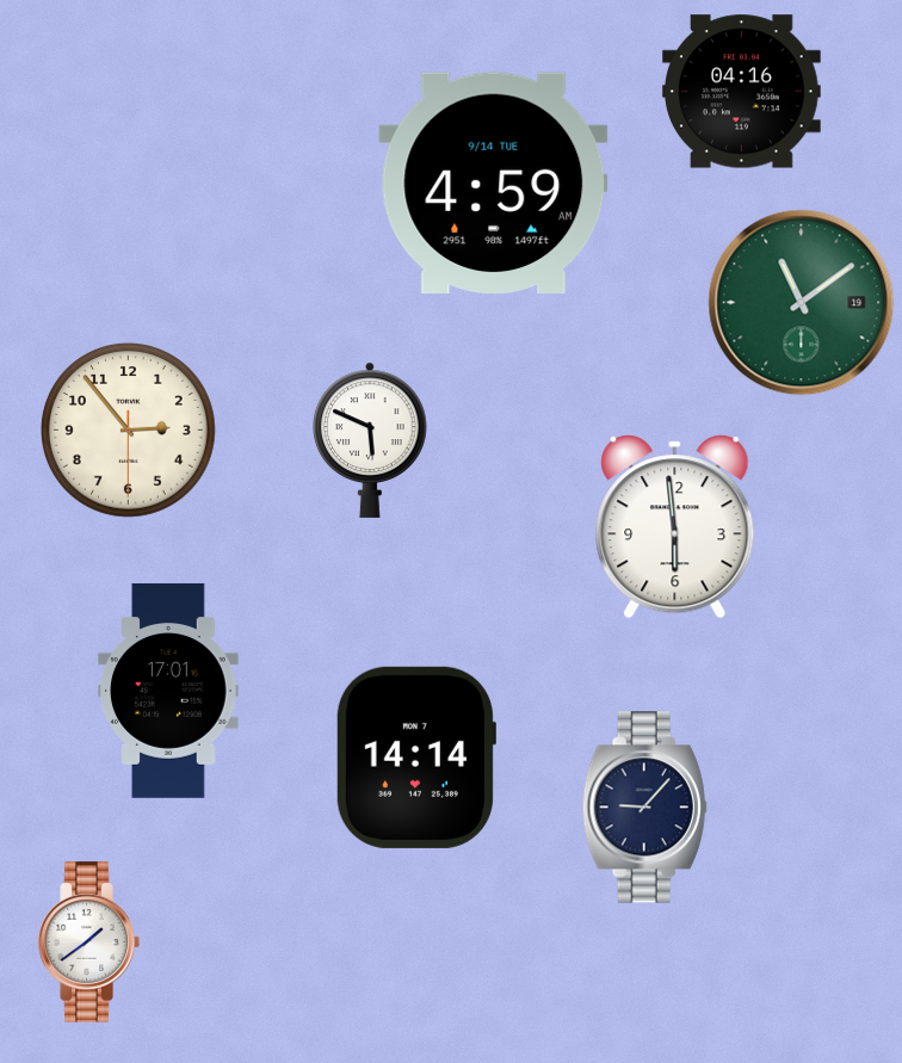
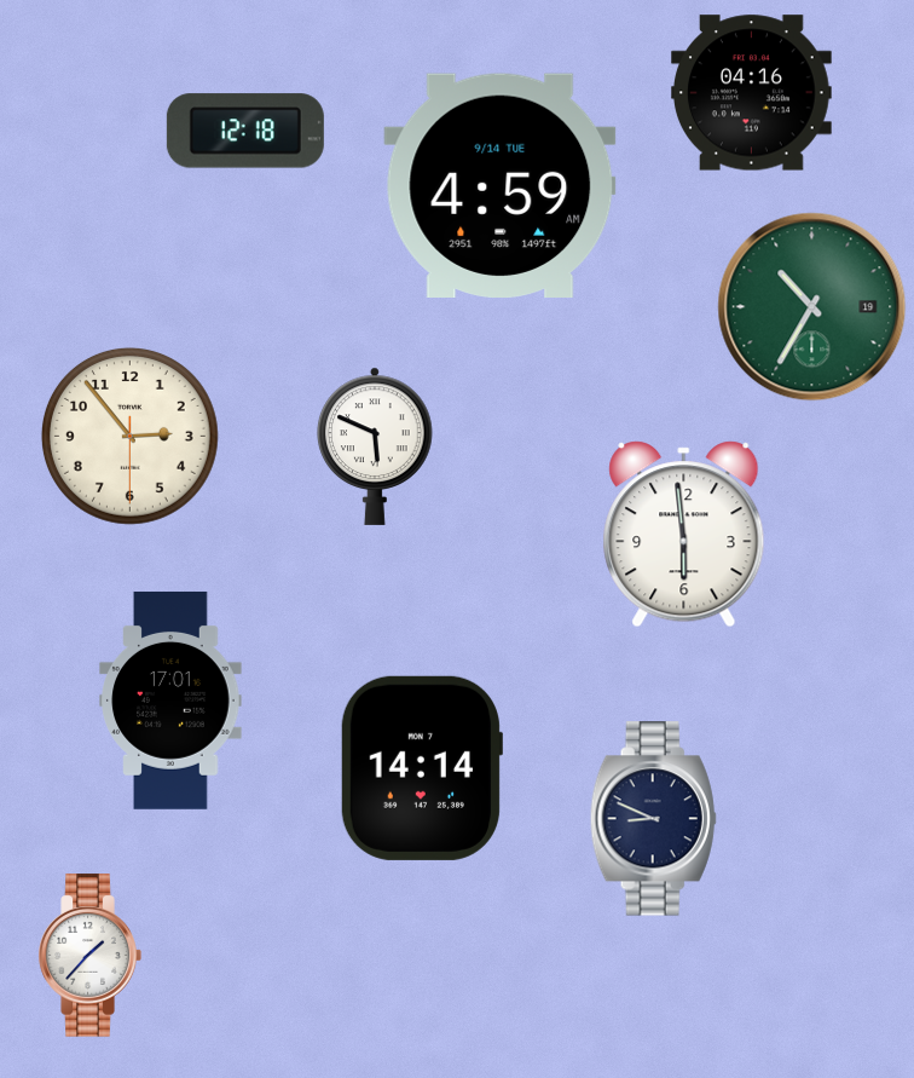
clock at (245, 131): none -> 12:18
clock at (802, 303): 11:09 -> 10:35
clock at (644, 808): 9:07 -> 8:49
clock at (88, 943): 1:39 -> 1:37
